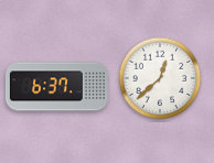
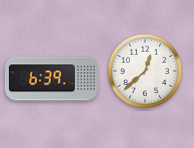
clock at (56, 87): 6:37 -> 6:39
